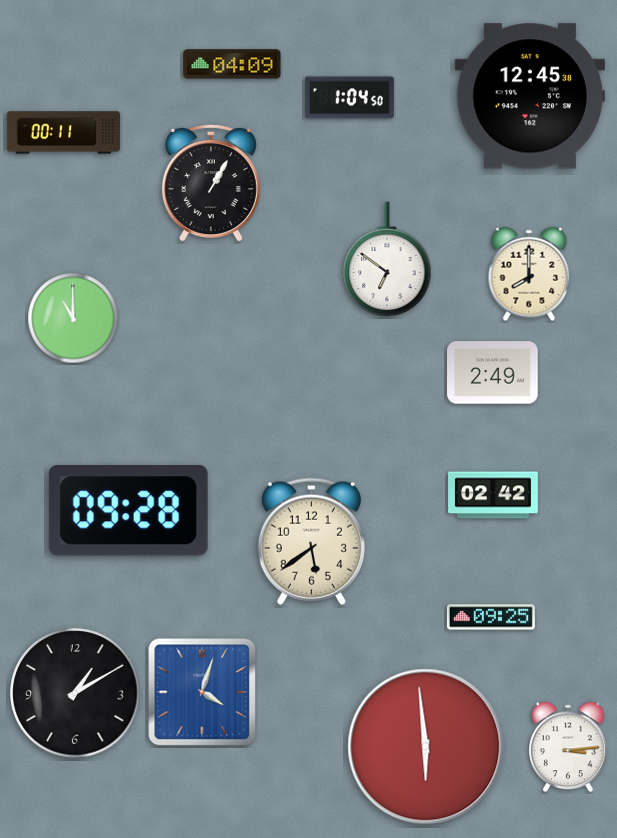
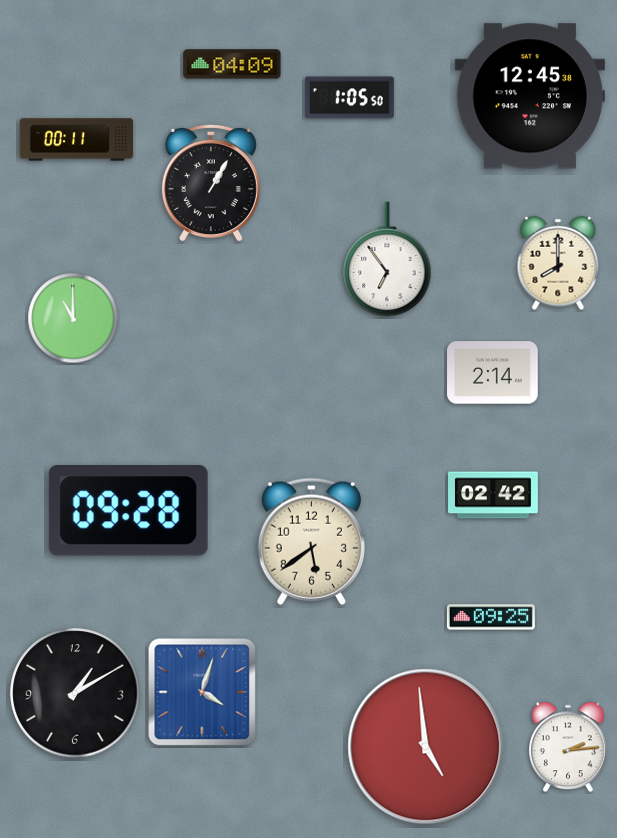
clock at (349, 98): 1:04 -> 1:05
clock at (64, 133) position: (64, 133) -> (77, 140)
clock at (387, 259): 6:51 -> 6:54
clock at (529, 274) position: (529, 274) -> (558, 263)
clock at (493, 373): 2:49 -> 2:14
clock at (426, 747): 5:59 -> 4:59
clock at (568, 747): 3:14 -> 2:14
